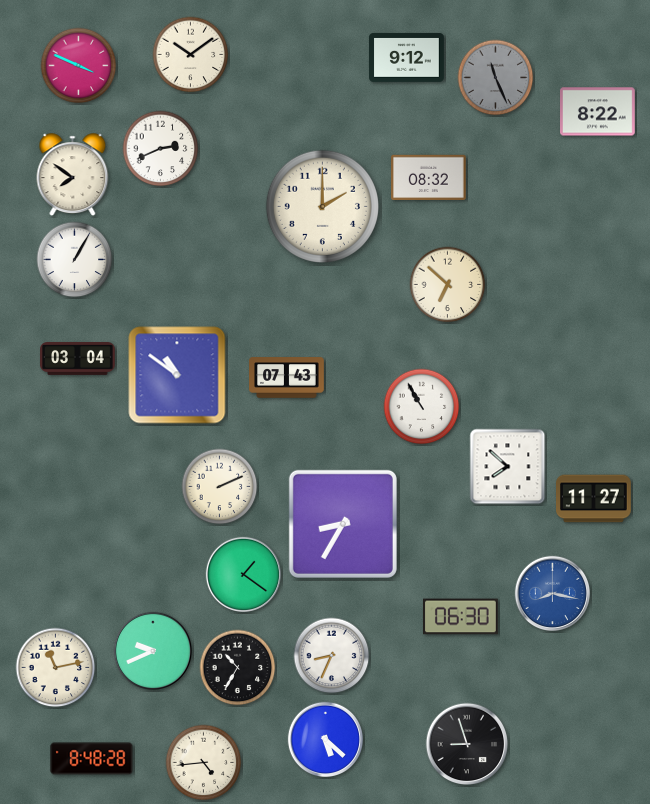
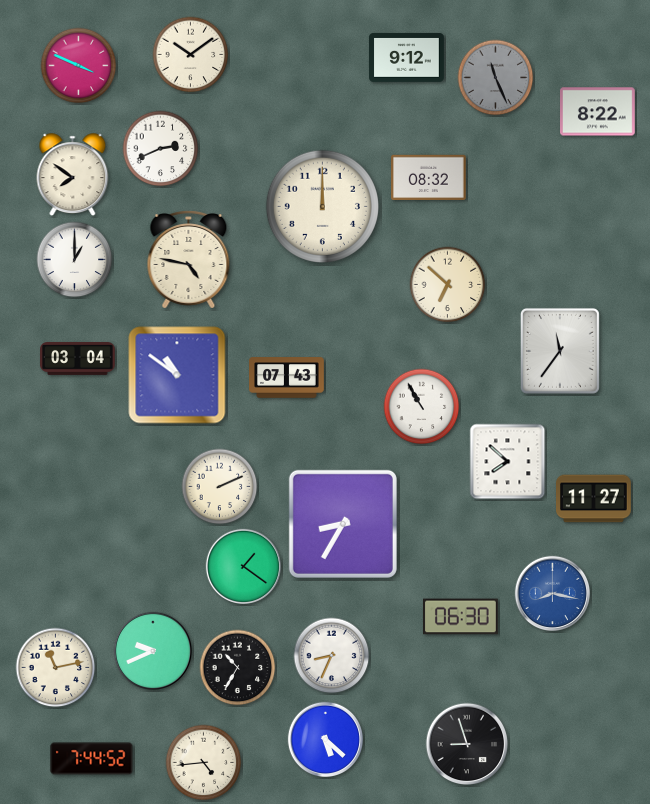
clock at (322, 206): 2:00 -> 12:00
clock at (75, 260): 1:05 -> 1:00
clock at (189, 260): none -> 4:47
clock at (560, 351): none -> 11:36
clock at (508, 467) position: (508, 467) -> (508, 462)
clock at (243, 574) position: (243, 574) -> (243, 566)
clock at (92, 759): 8:48 -> 7:44
